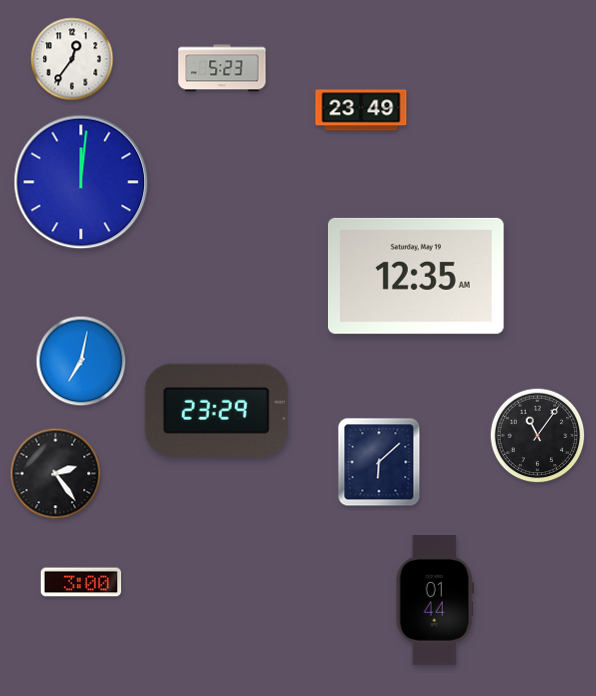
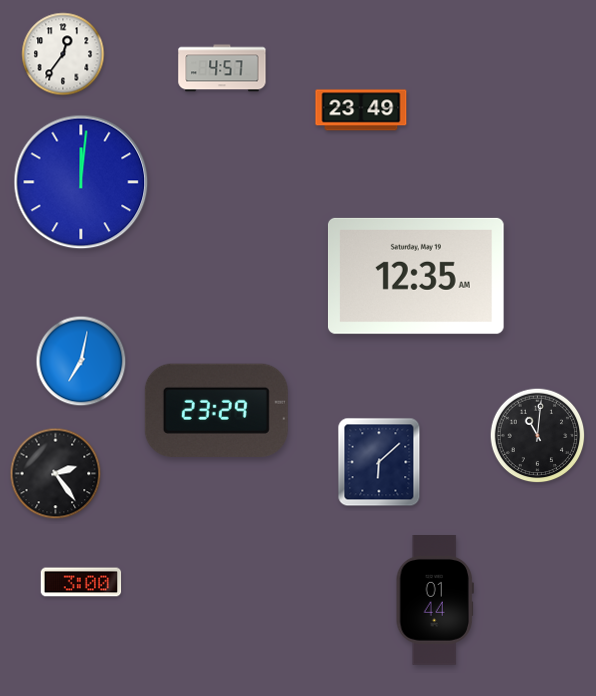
clock at (72, 59) position: (72, 59) -> (63, 54)
clock at (222, 68): 5:23 -> 4:57
clock at (538, 436): 11:06 -> 11:01
